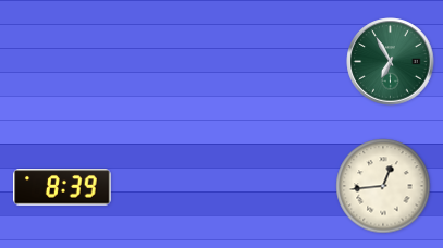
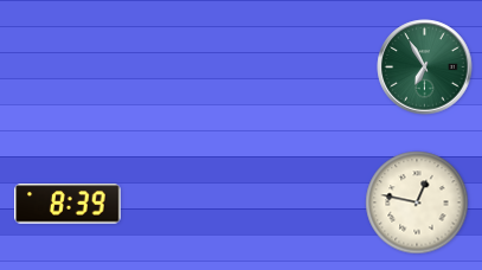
clock at (383, 186): 12:44 -> 12:47
